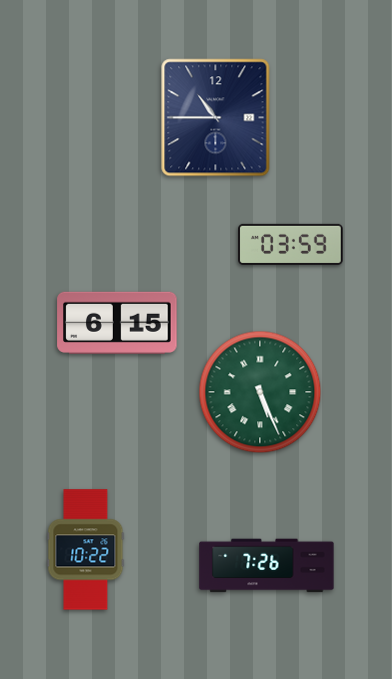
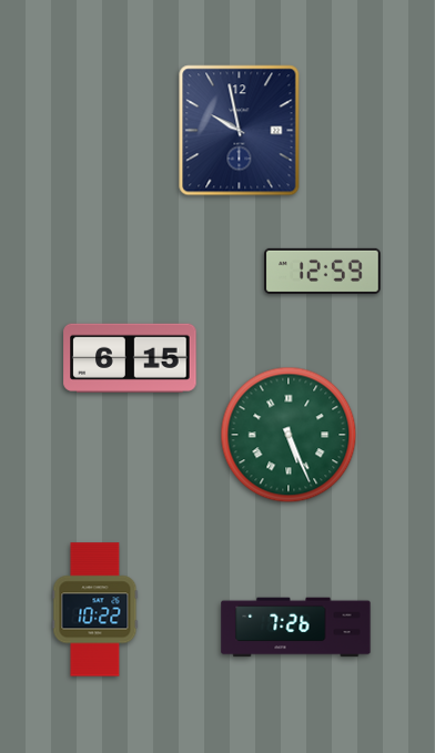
clock at (216, 118): 10:45 -> 9:58
clock at (291, 244): 03:59 -> 12:59
